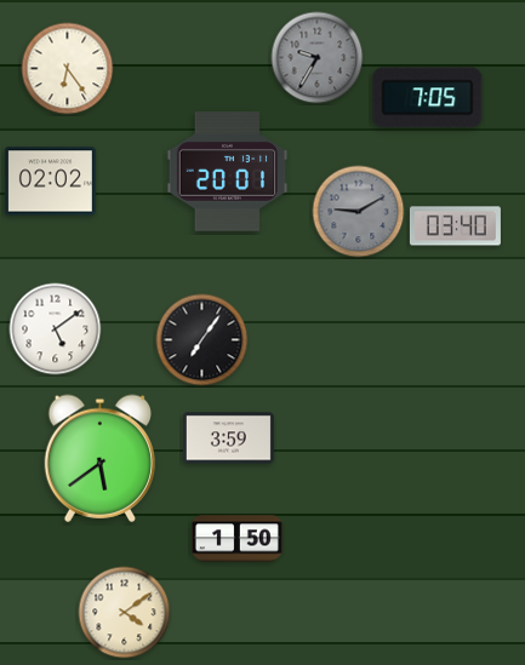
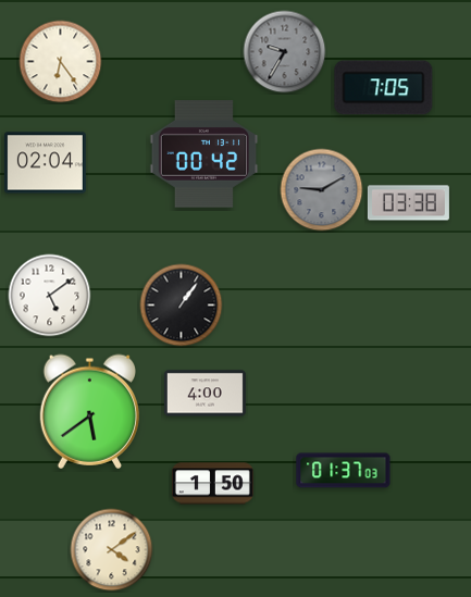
clock at (228, 172): 20:01 -> 00:42
clock at (50, 182): 02:02 -> 02:04
clock at (455, 227): 03:40 -> 03:38
clock at (202, 340): 7:06 -> 1:06
clock at (228, 438): 3:59 -> 4:00
clock at (344, 471): none -> 01:37
